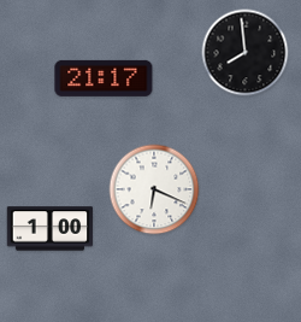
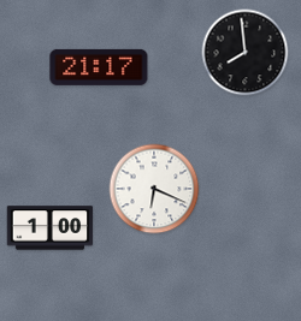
clock at (104, 78) position: (104, 78) -> (99, 67)
